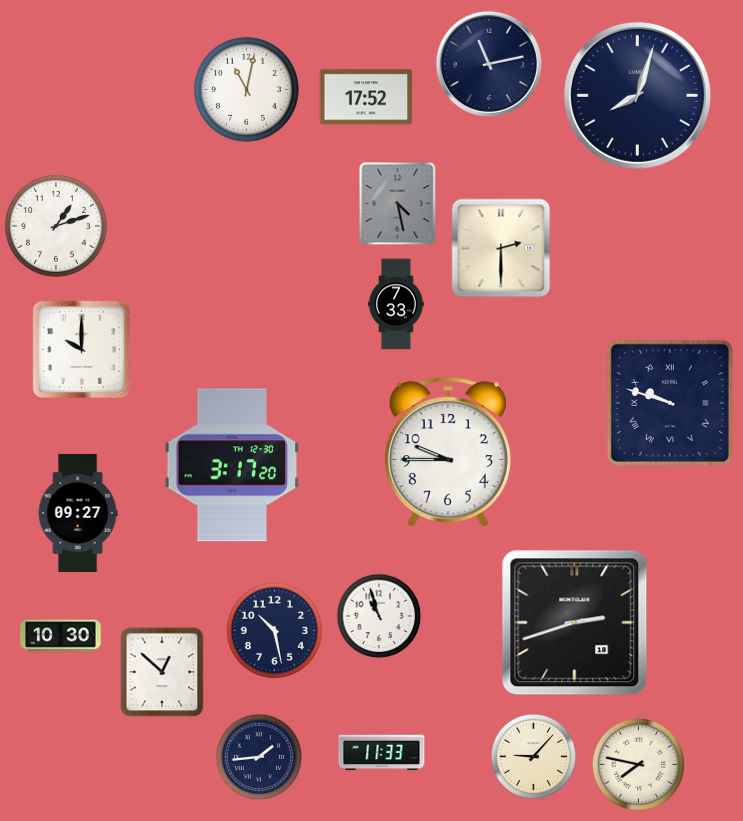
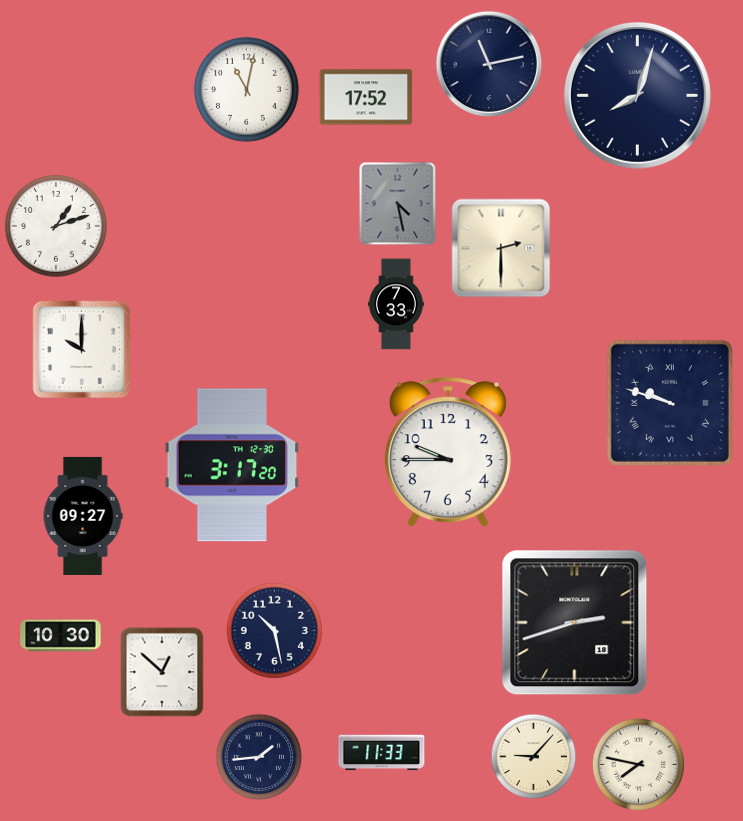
clock at (78, 513) position: (78, 513) -> (83, 516)
clock at (379, 616): 10:57 -> none
